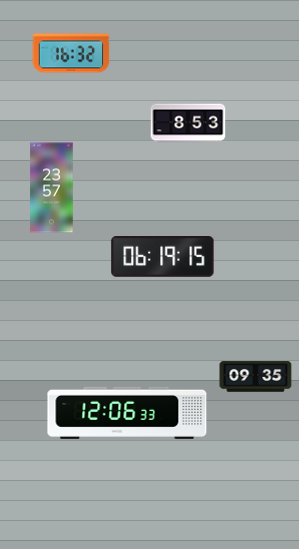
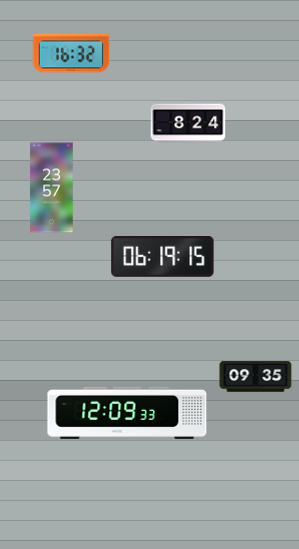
clock at (188, 123): 8:53 -> 8:24
clock at (127, 413): 12:06 -> 12:09
